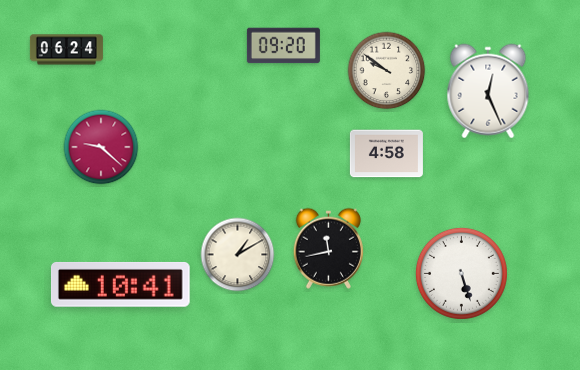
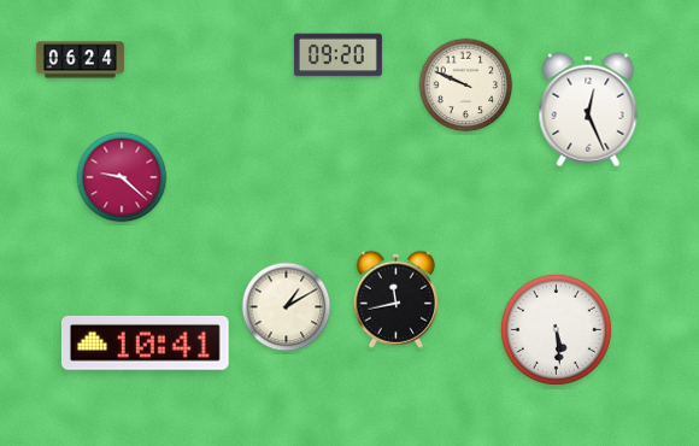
clock at (283, 46) position: (283, 46) -> (337, 55)
clock at (387, 71): 9:51 -> 9:49
clock at (386, 154): 4:58 -> none
clock at (461, 273): 5:27 -> 5:29
